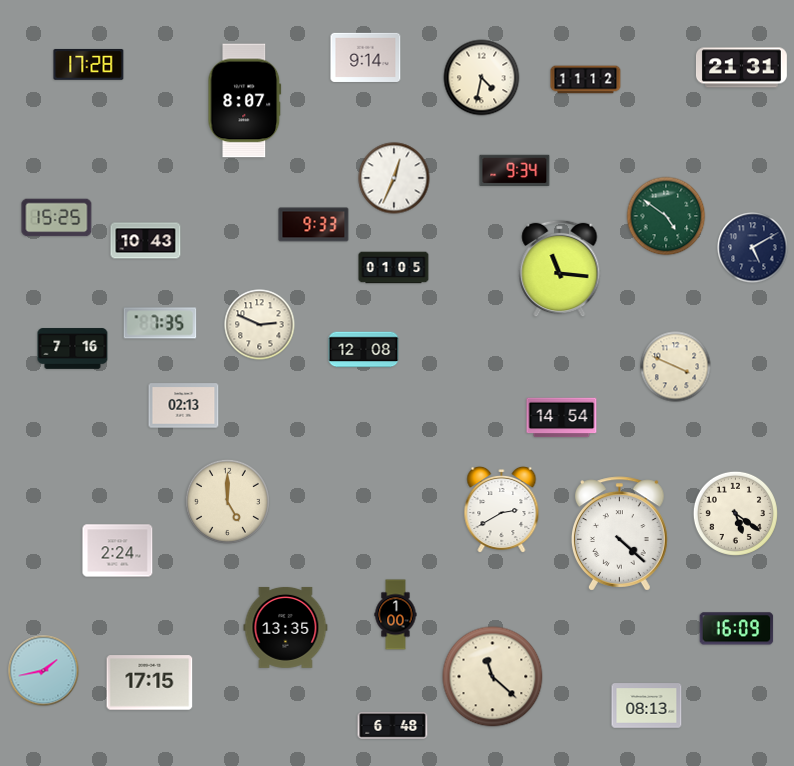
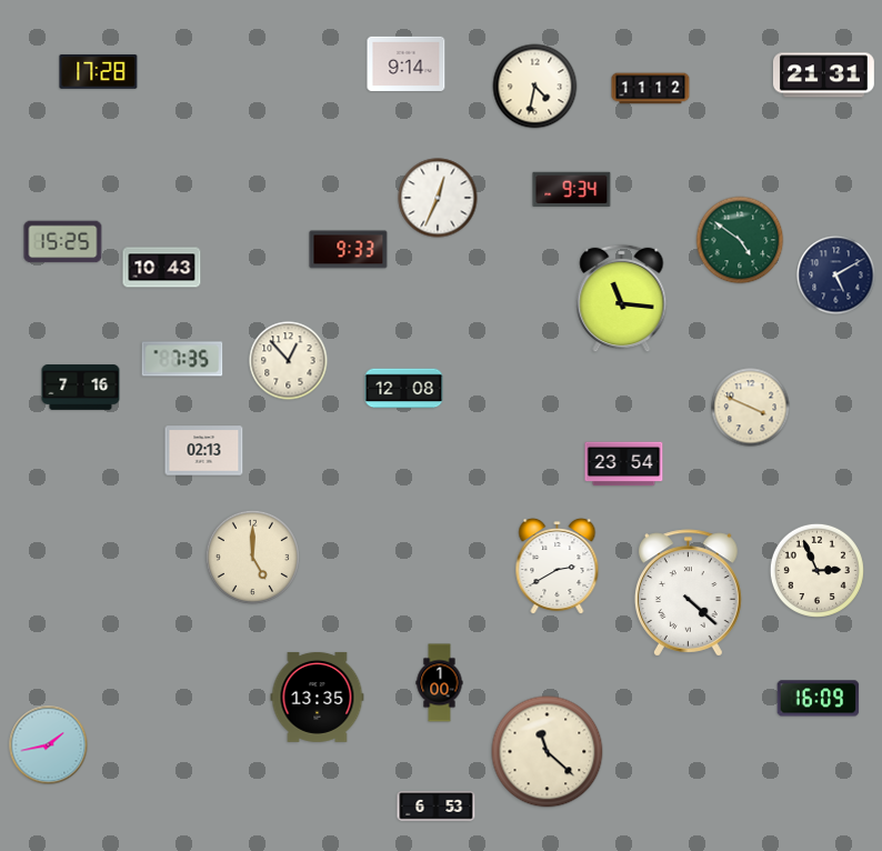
clock at (245, 101): 8:07 -> none
clock at (394, 268): 01:05 -> none
clock at (160, 323) position: (160, 323) -> (182, 359)
clock at (260, 325): 2:49 -> 12:53
clock at (562, 418): 14:54 -> 23:54
clock at (735, 513): 5:21 -> 2:56
clock at (118, 551): 2:24 -> none
clock at (150, 683): 17:15 -> none
clock at (647, 706): 08:13 -> none
clock at (393, 726): 6:48 -> 6:53
